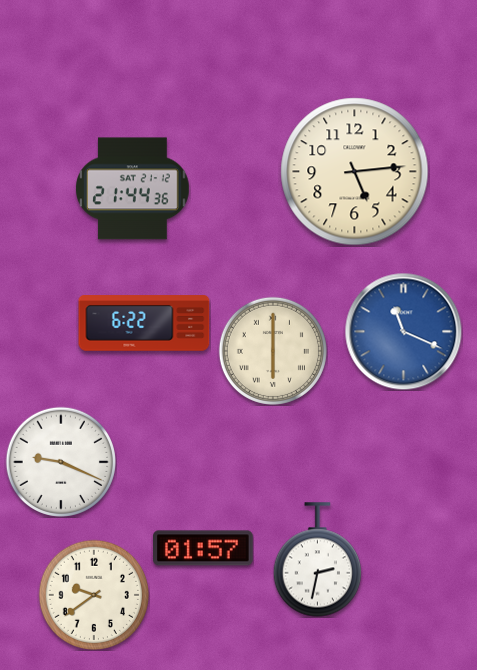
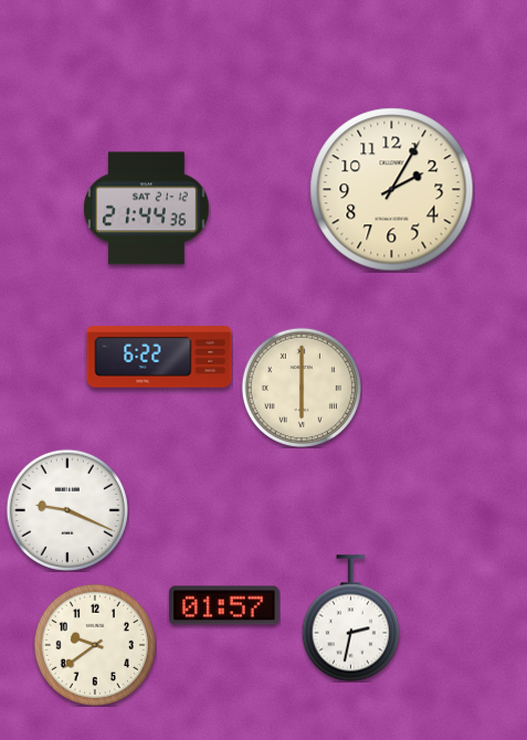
clock at (355, 172): 5:14 -> 2:05
clock at (403, 331): 11:19 -> none
clock at (94, 595) position: (94, 595) -> (95, 645)
